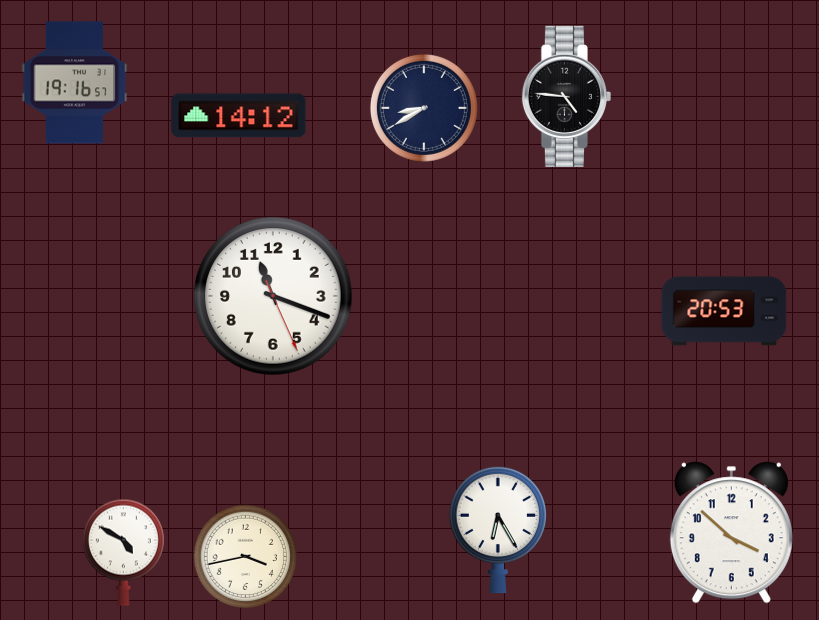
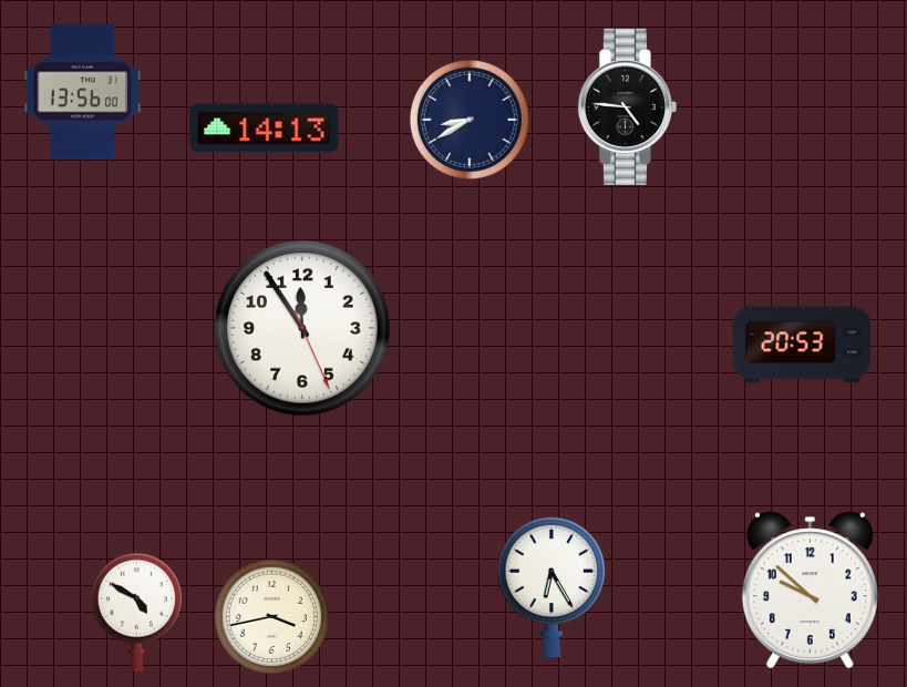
clock at (75, 83): 19:16 -> 13:56
clock at (239, 116): 14:12 -> 14:13
clock at (274, 297): 11:18 -> 11:54
clock at (731, 533): 3:52 -> 9:52
